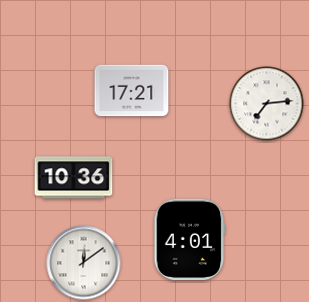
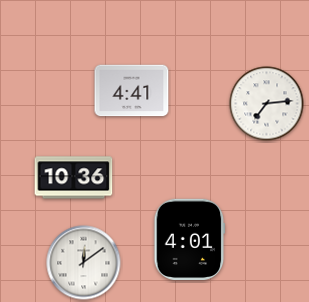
clock at (132, 91): 17:21 -> 4:41
